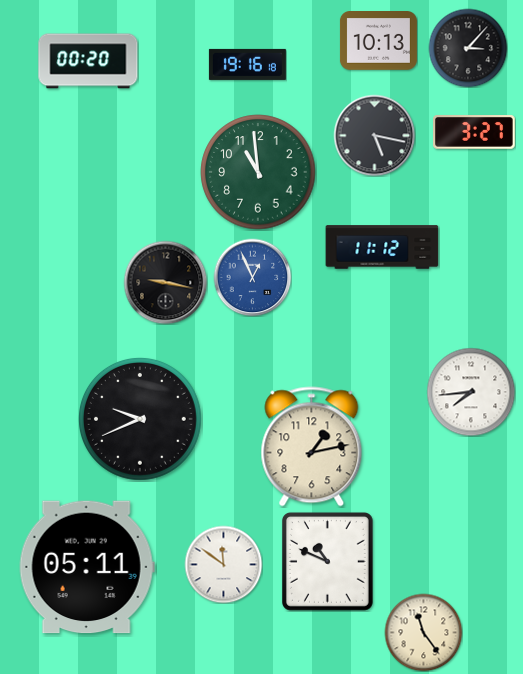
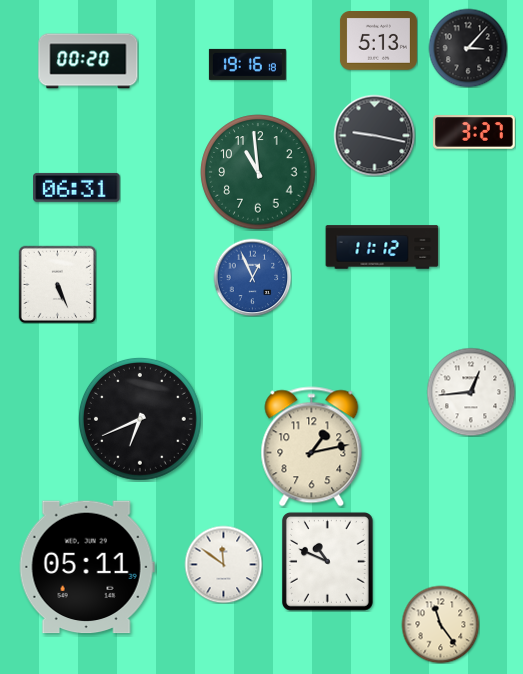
clock at (378, 41): 10:13 -> 5:13
clock at (374, 135): 5:17 -> 9:17
clock at (77, 187): none -> 06:31
clock at (165, 282): 9:17 -> none
clock at (57, 284): none -> 5:26
clock at (471, 392): 7:44 -> 12:44
clock at (140, 419): 9:41 -> 6:41
clock at (423, 632) position: (423, 632) -> (440, 624)
